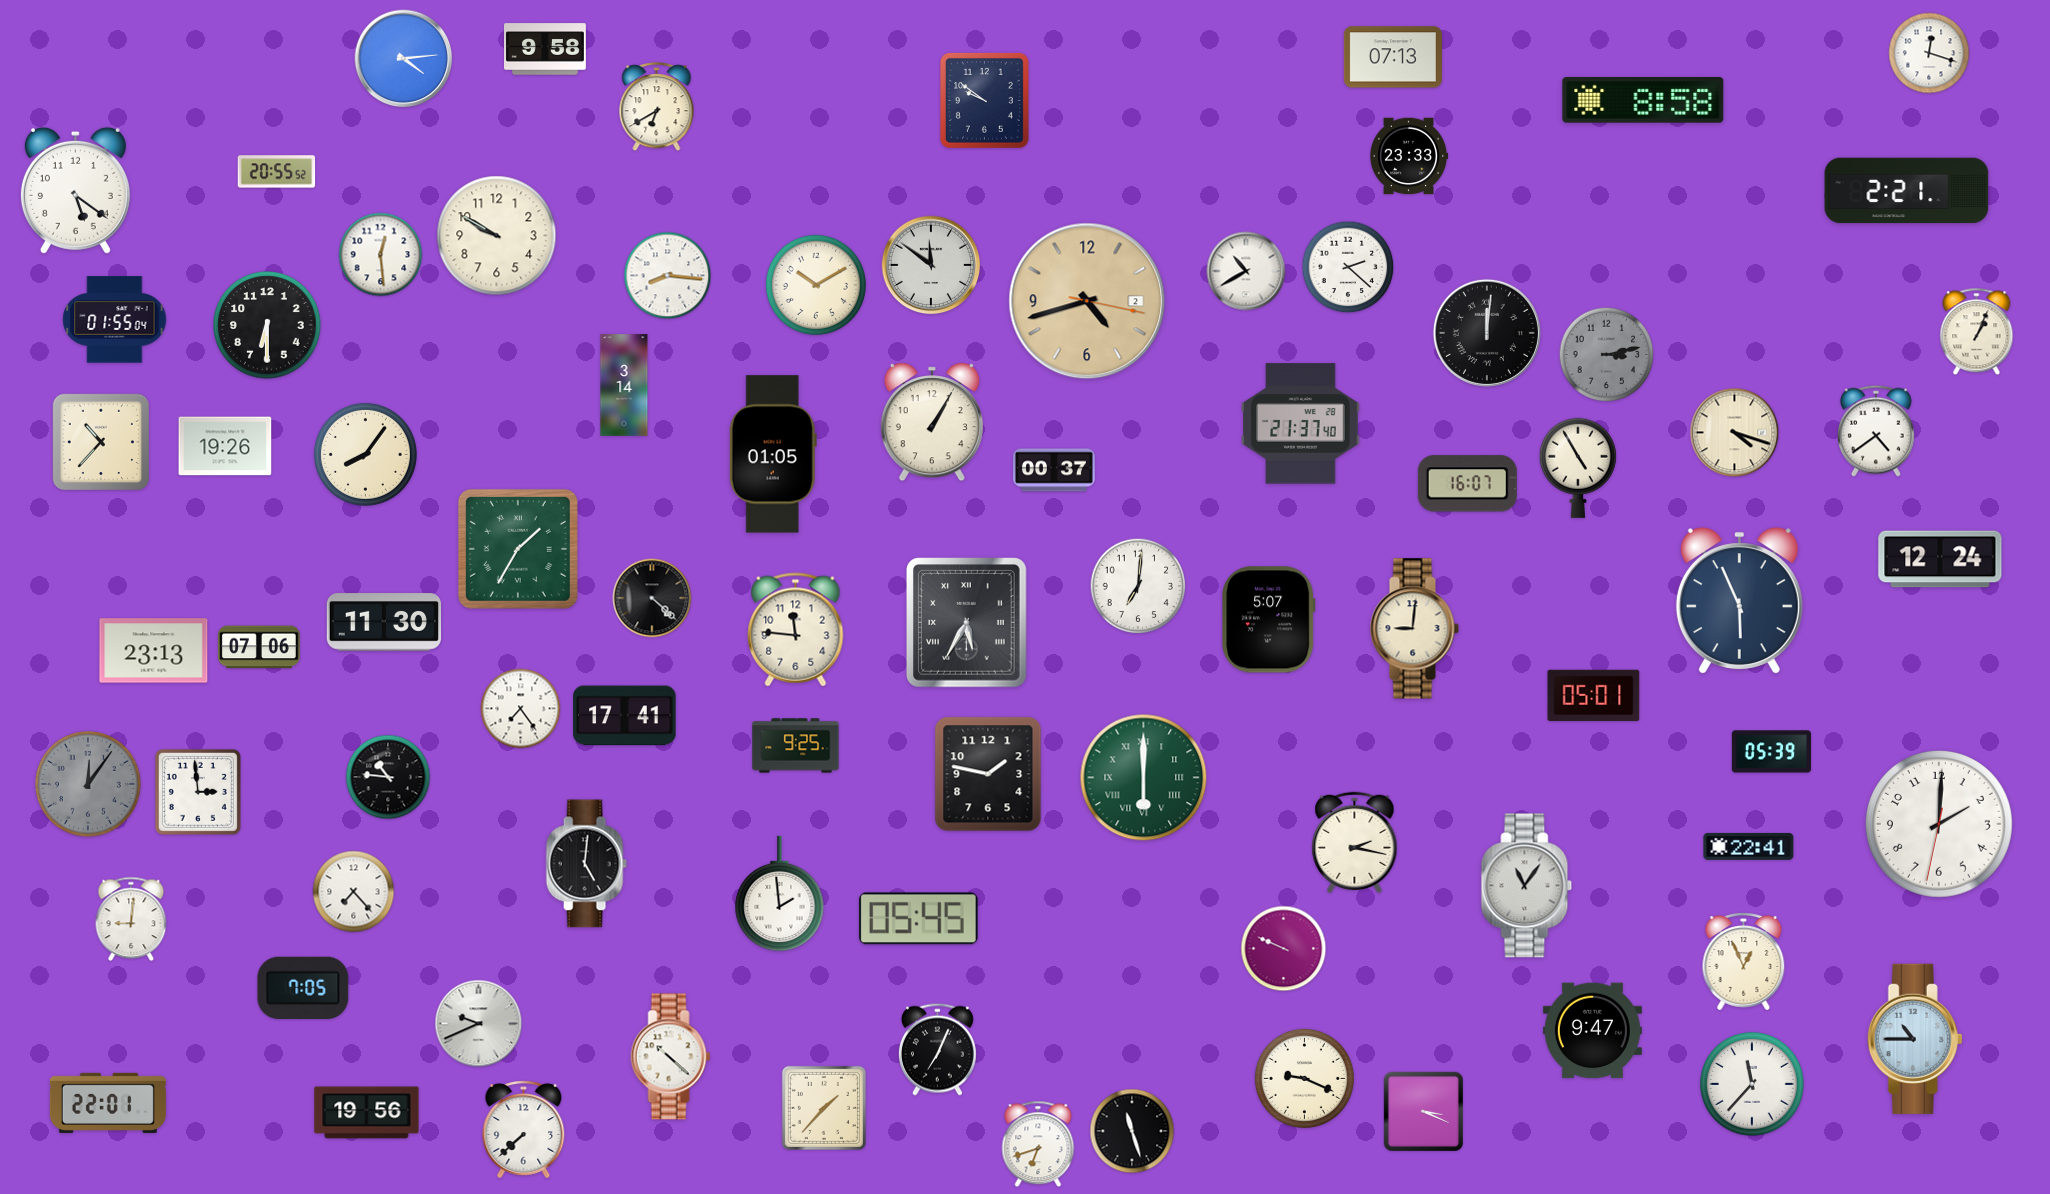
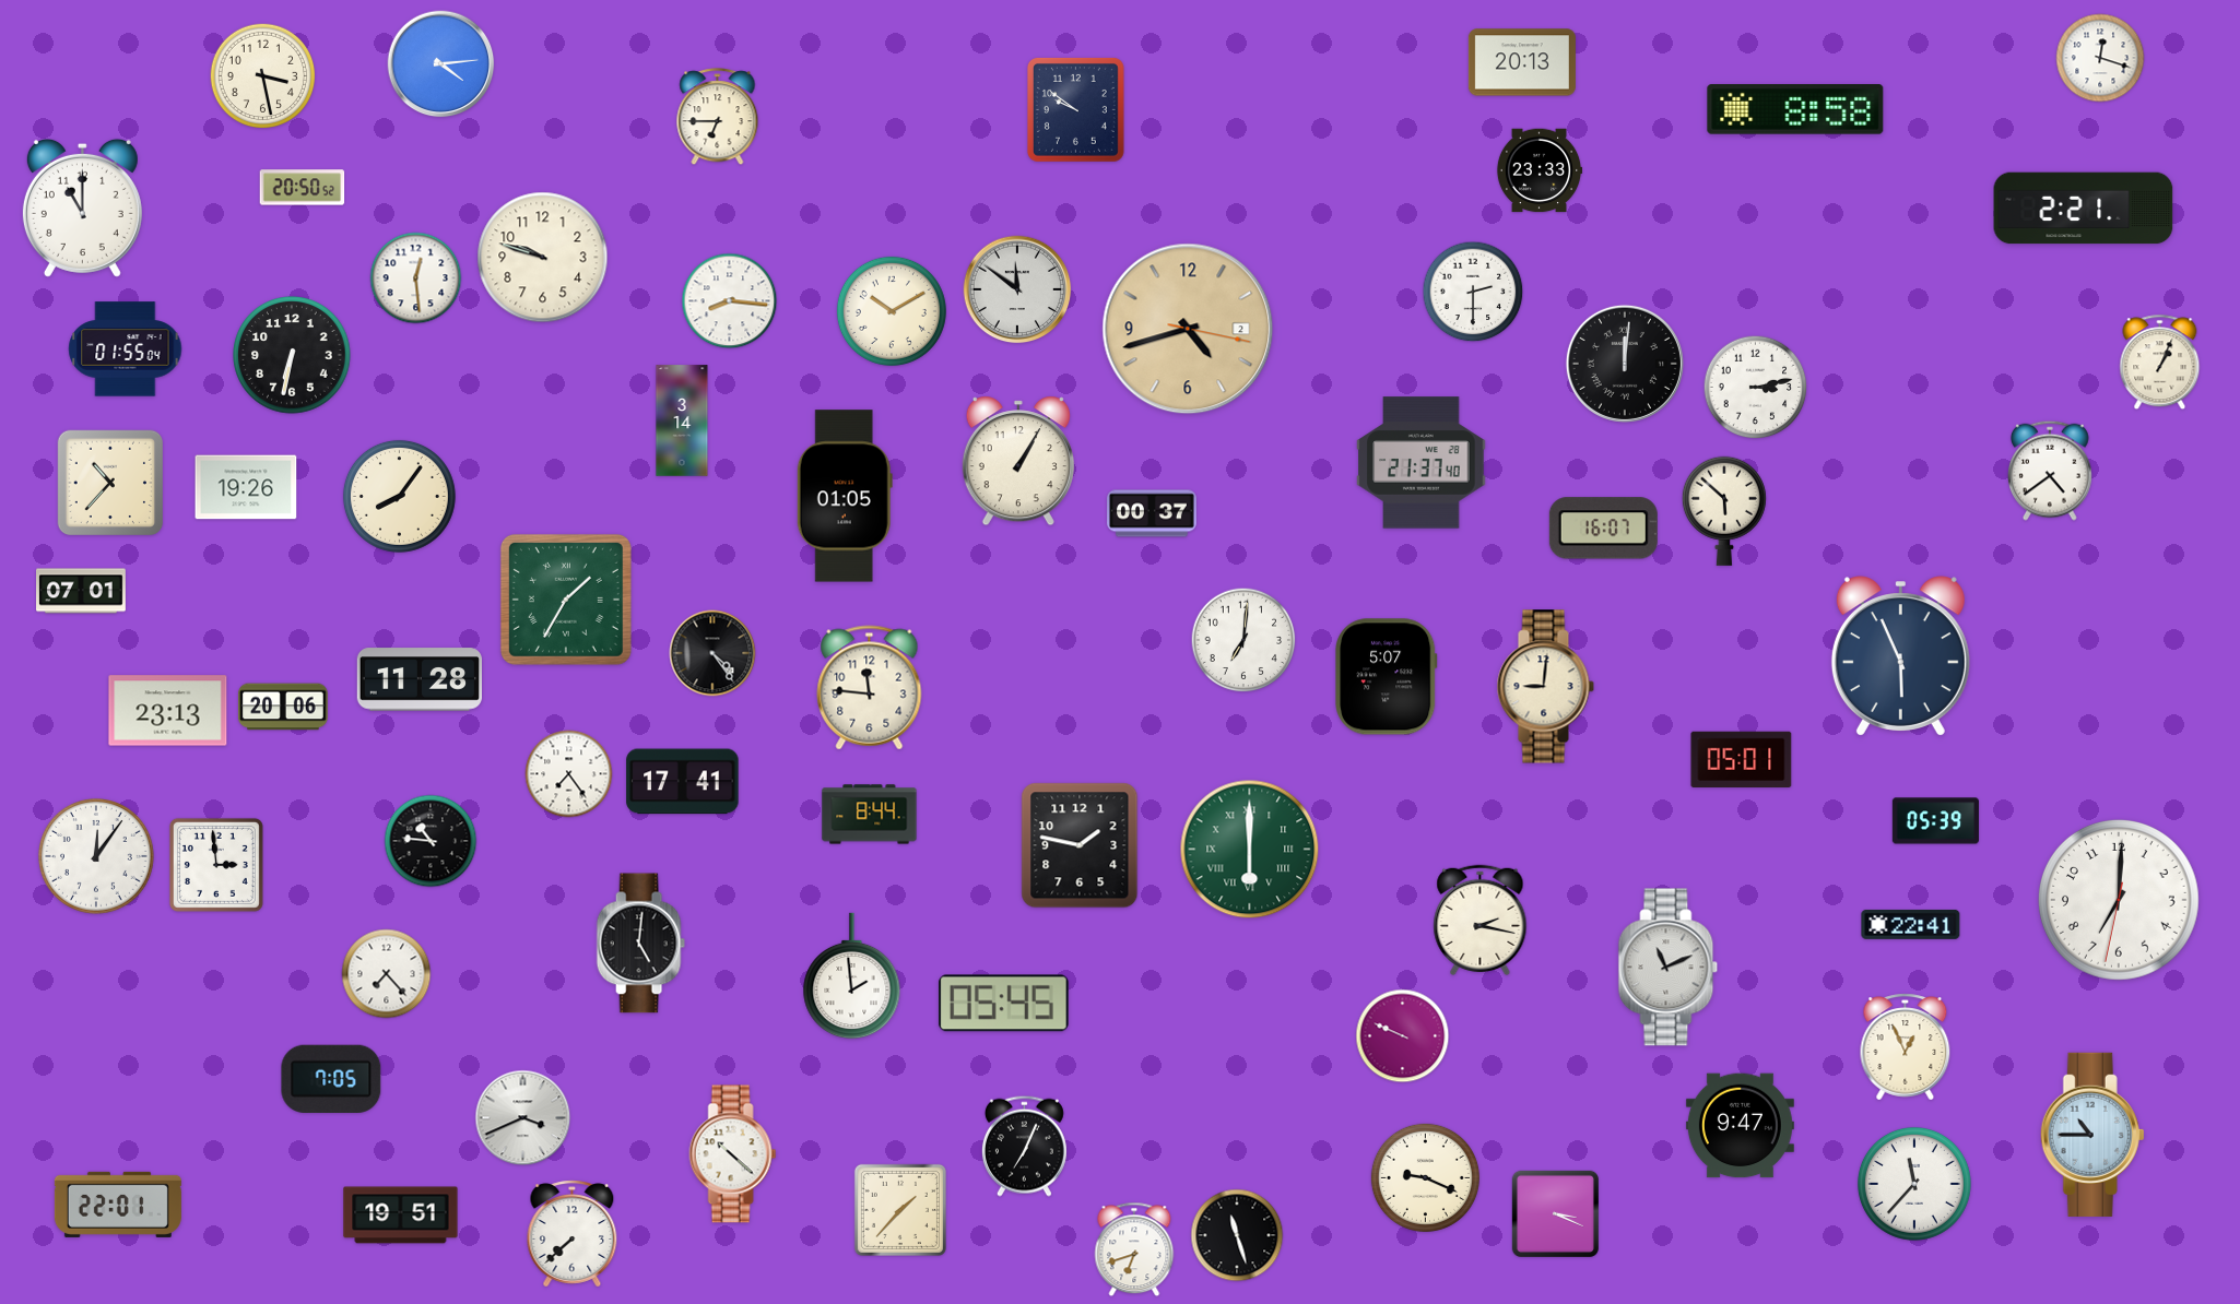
clock at (546, 49): 9:58 -> none
clock at (1929, 53) position: (1929, 53) -> (2100, 58)
clock at (1393, 57): 07:13 -> 20:13
clock at (263, 76): none -> 3:28
clock at (657, 107): 6:40 -> 6:45
clock at (277, 172): 20:55 -> 20:50
clock at (75, 190): 5:21 -> 11:00
clock at (497, 236): 9:50 -> 9:48
clock at (1348, 267): 2:22 -> 2:30
clock at (1246, 271): 10:40 -> none
clock at (267, 325): 6:30 -> 6:32
clock at (1607, 355) dial: grey -> white
clock at (1735, 433): 4:18 -> none
clock at (1578, 468): 4:55 -> 5:52
clock at (82, 591): none -> 07:01
clock at (1940, 559): 12:24 -> none
clock at (652, 598): 4:22 -> 4:24
clock at (383, 622): 11:30 -> 11:28
clock at (967, 623): 5:35 -> none
clock at (259, 647): 07:06 -> 20:06
clock at (796, 746): 9:25 -> 8:44
clock at (388, 777) position: (388, 777) -> (431, 841)
clock at (89, 785) dial: grey -> white
clock at (1939, 824): 2:00 -> 7:00
clock at (1527, 886): 11:06 -> 11:11
clock at (131, 919): 9:01 -> none
clock at (1744, 962) position: (1744, 962) -> (1906, 1047)
clock at (479, 1024): 9:41 -> 3:41
clock at (367, 1113): 19:56 -> 19:51
